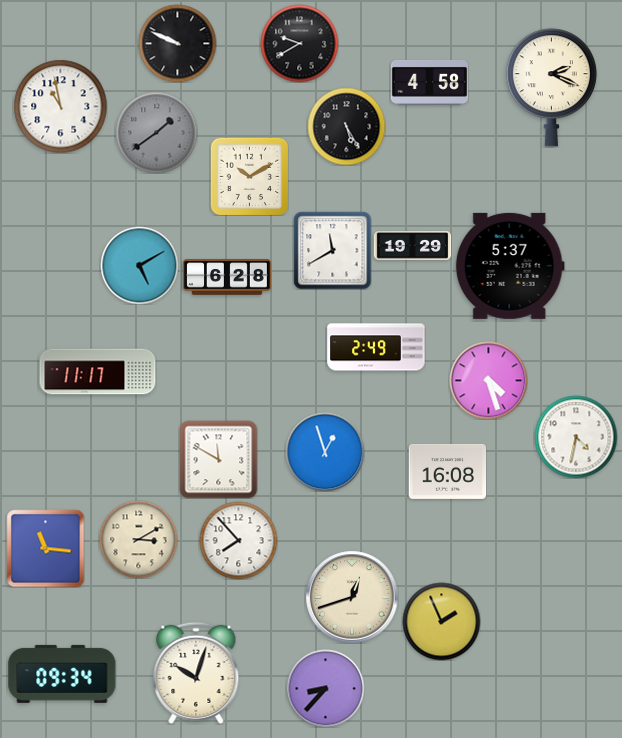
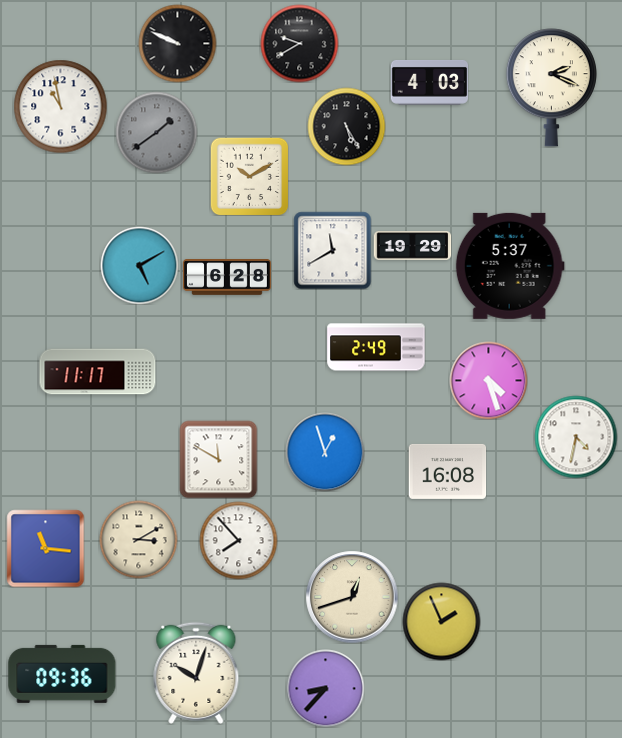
clock at (429, 82): 4:58 -> 4:03
clock at (62, 674): 09:34 -> 09:36
